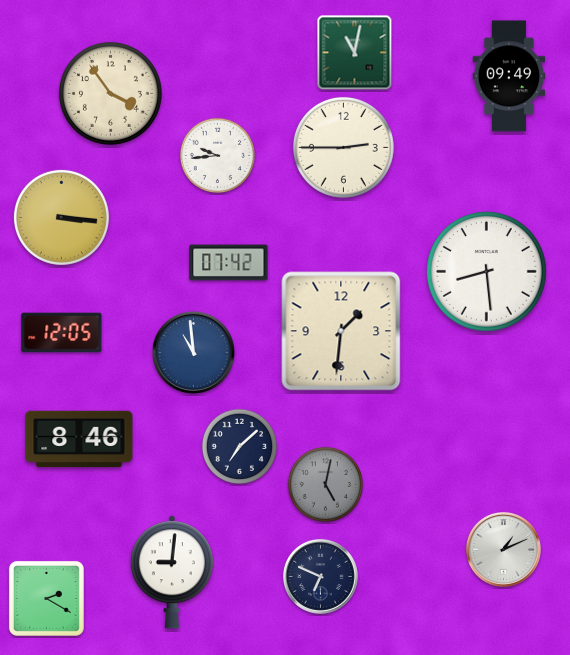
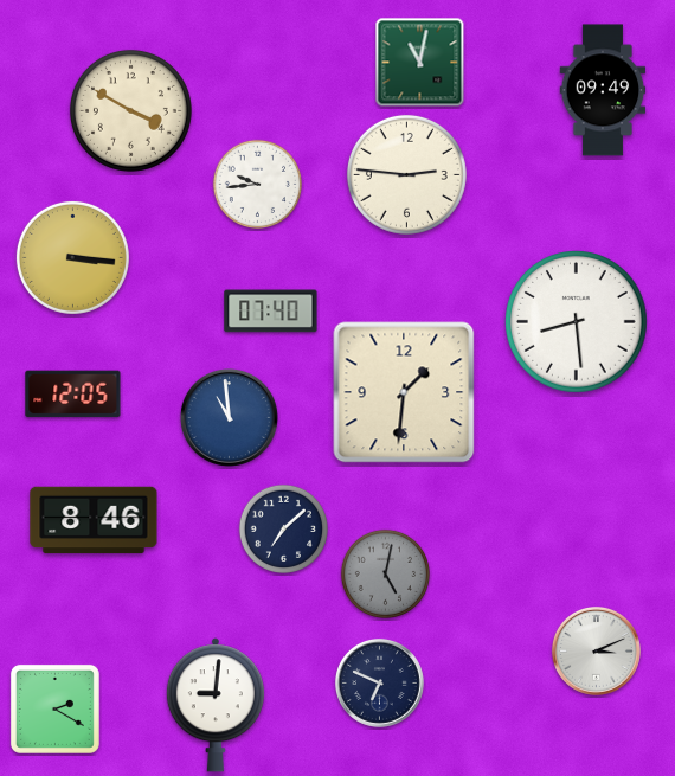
clock at (110, 93): 3:54 -> 3:50
clock at (343, 147): 2:45 -> 2:46
clock at (229, 263): 07:42 -> 07:40
clock at (503, 549): 1:11 -> 3:11
clock at (172, 572) position: (172, 572) -> (216, 705)
